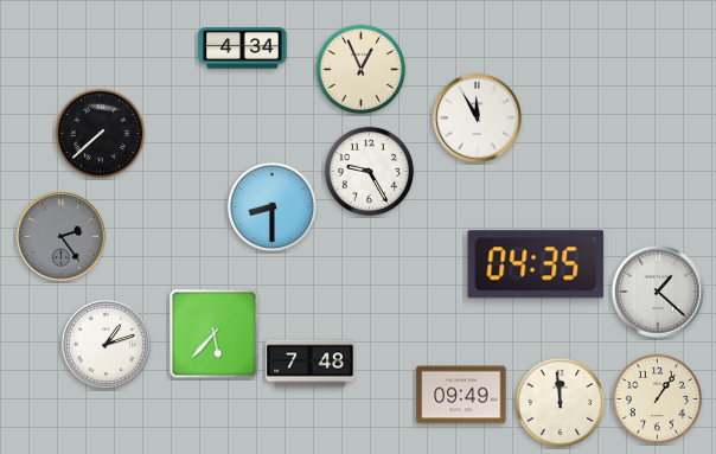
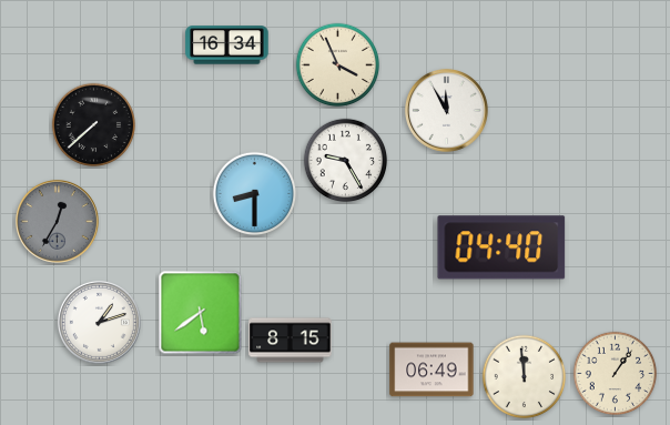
clock at (243, 49): 4:34 -> 16:34
clock at (362, 70): 12:56 -> 3:56
clock at (60, 236): 2:24 -> 12:35
clock at (536, 264): 04:35 -> 04:40
clock at (658, 292): 1:22 -> none
clock at (215, 334): 5:37 -> 5:39
clock at (311, 364): 7:48 -> 8:15
clock at (461, 395): 09:49 -> 06:49
